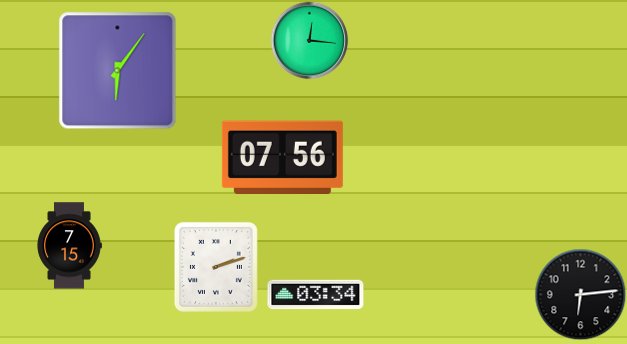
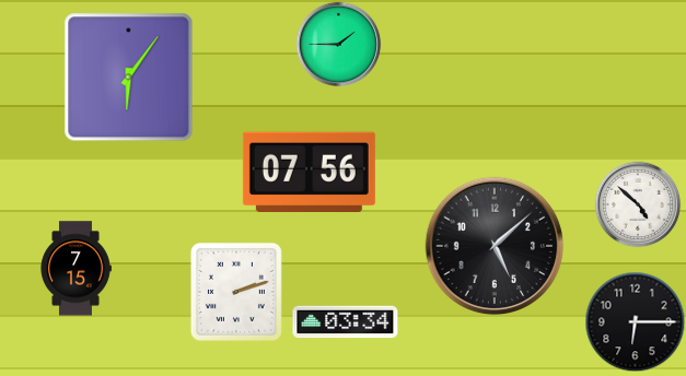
clock at (309, 40): 12:16 -> 1:45
clock at (638, 204): none -> 4:52
clock at (495, 246): none -> 5:08
clock at (580, 294): 6:14 -> 6:15
